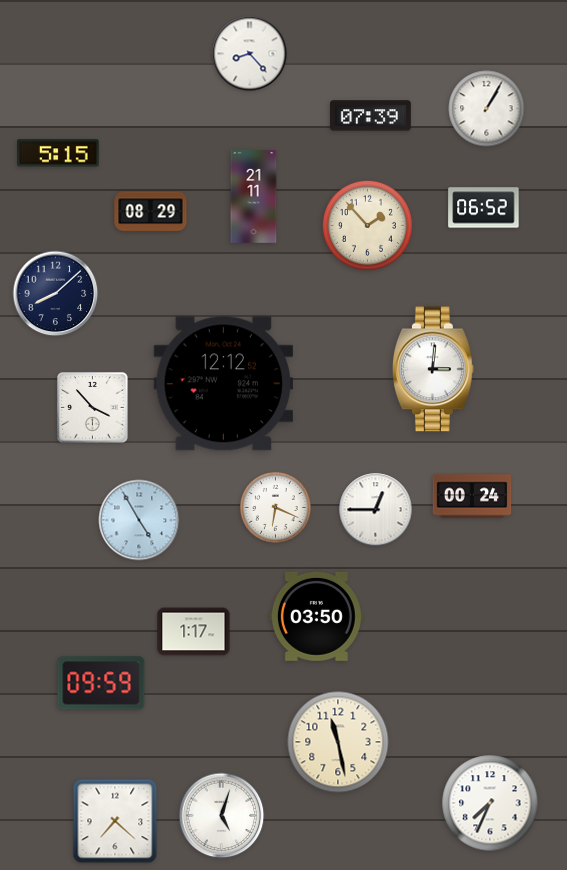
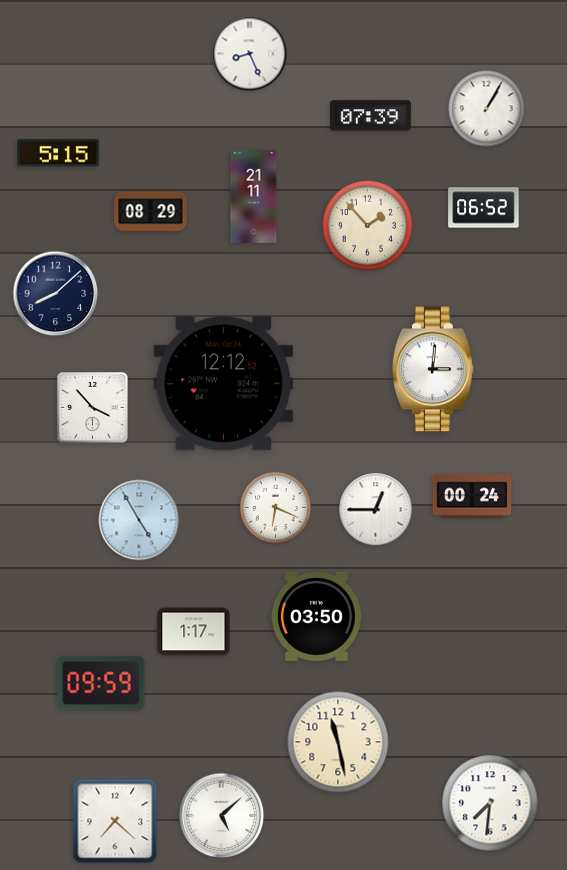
clock at (250, 54): 8:23 -> 8:26
clock at (490, 803): 7:34 -> 7:31
clock at (222, 816): 5:03 -> 5:08
